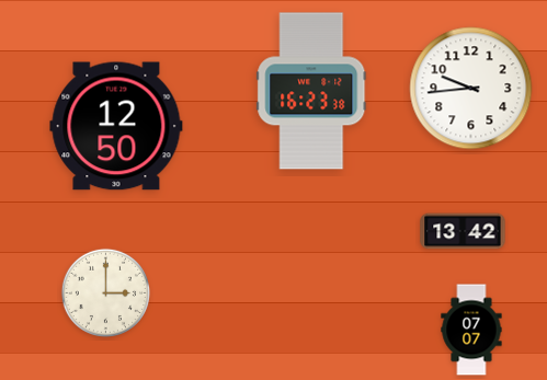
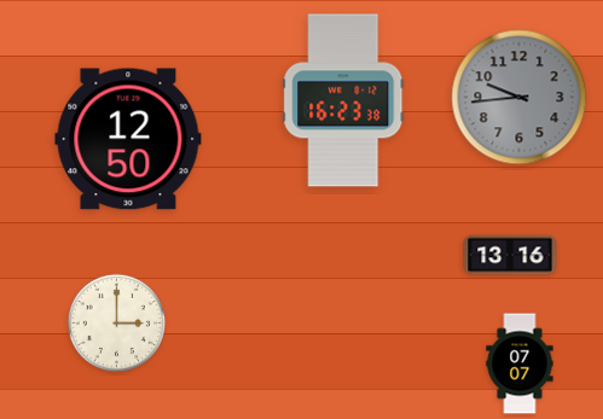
clock at (471, 89) dial: white -> grey
clock at (463, 231): 13:42 -> 13:16
